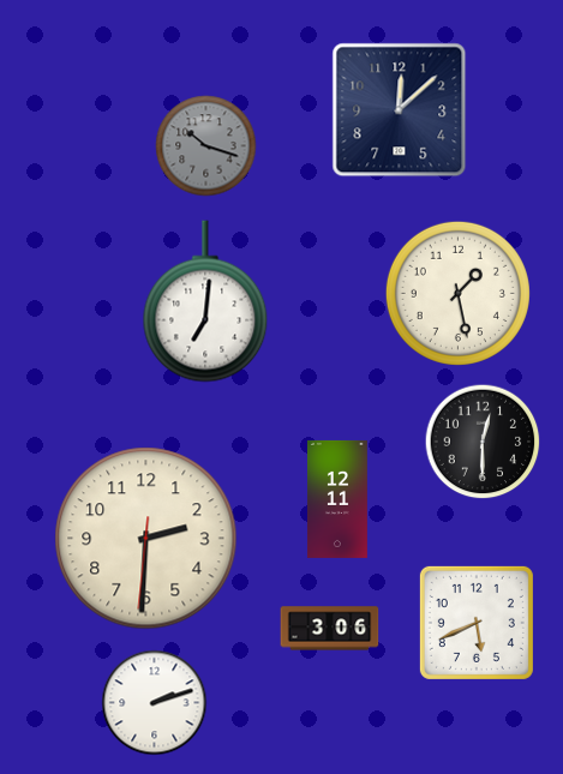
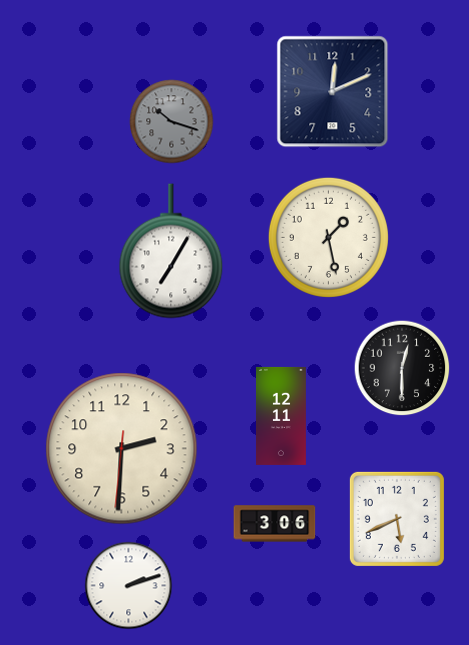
clock at (400, 110): 12:08 -> 12:11
clock at (457, 293) position: (457, 293) -> (328, 237)
clock at (205, 301): 7:01 -> 7:05
